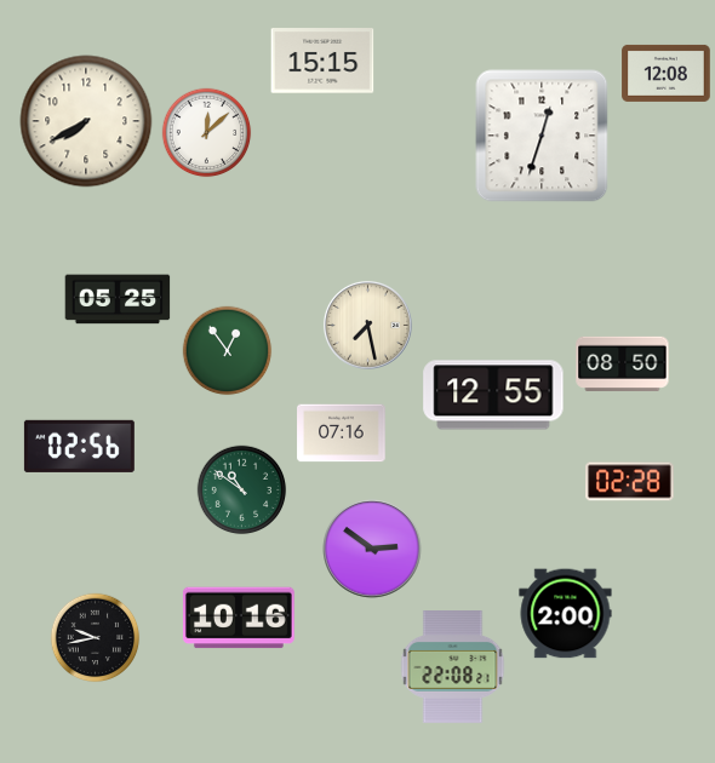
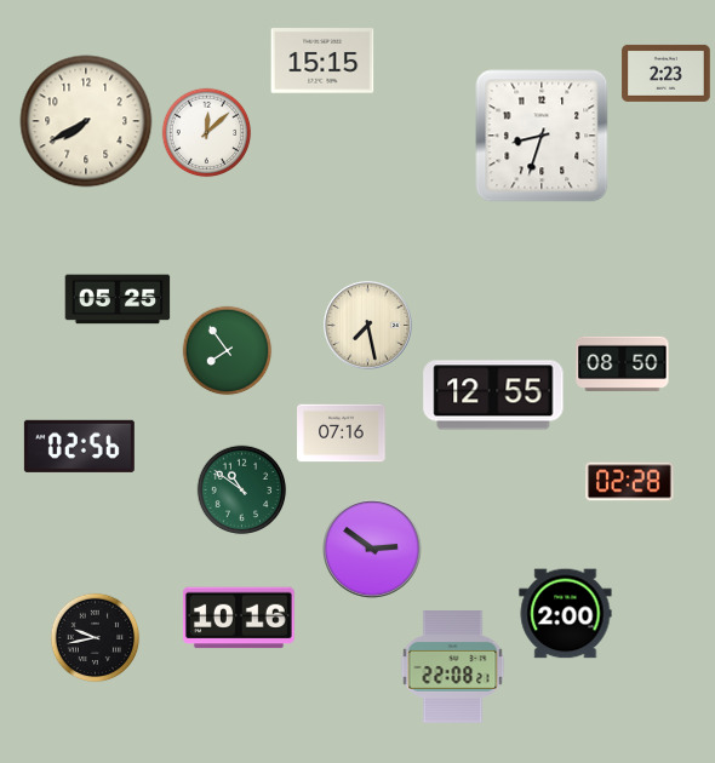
clock at (667, 73): 12:08 -> 2:23
clock at (542, 136): 12:33 -> 8:33
clock at (228, 351): 12:54 -> 7:54
